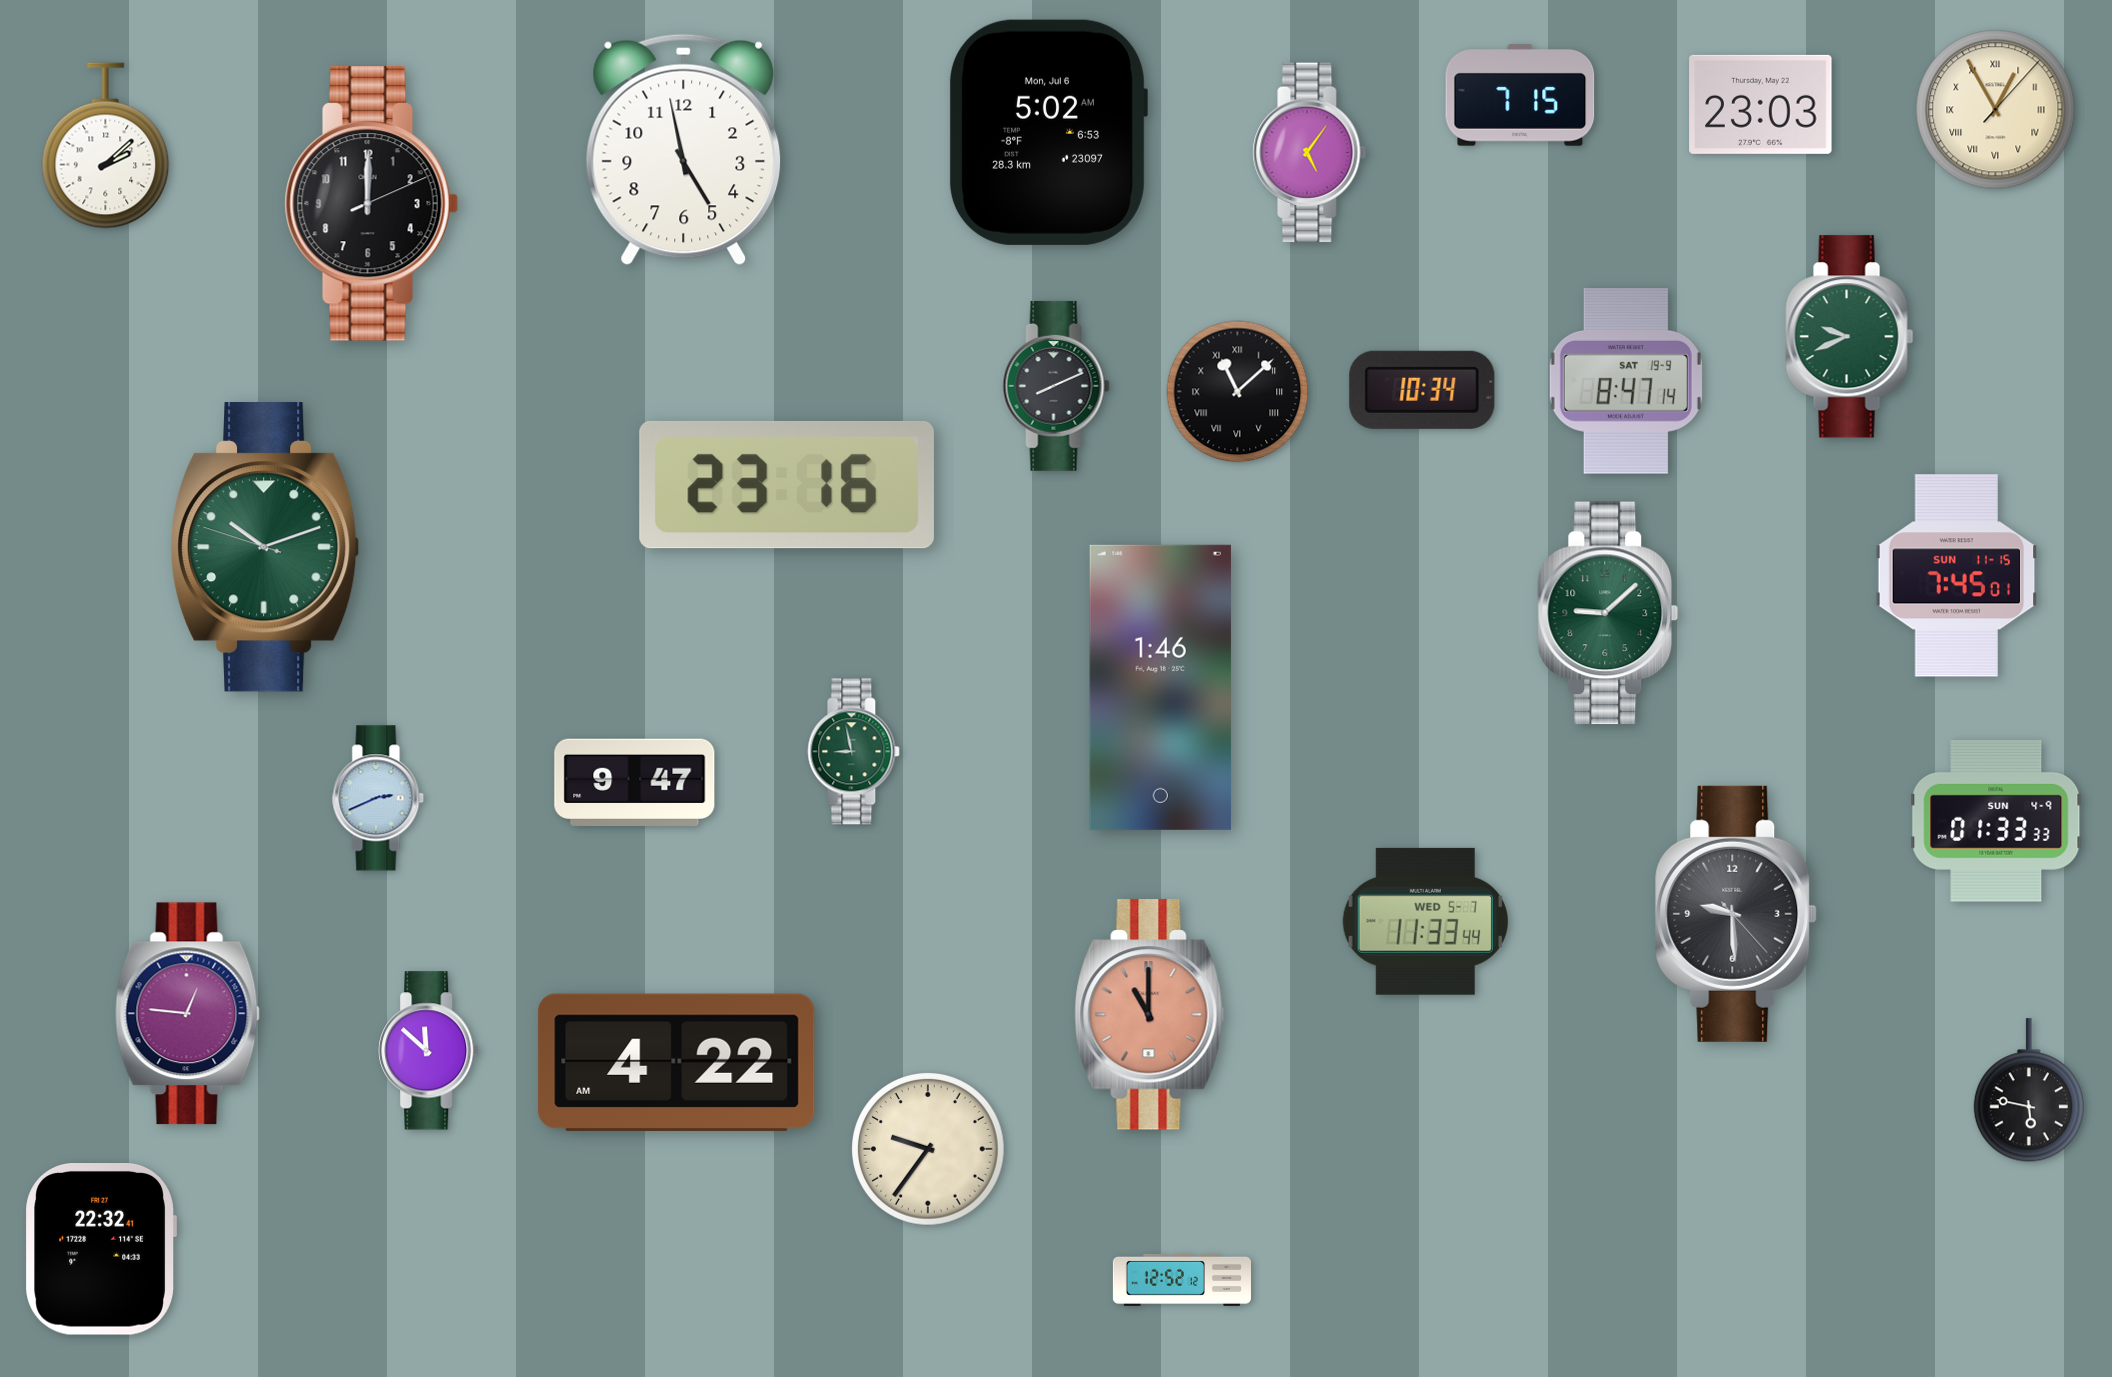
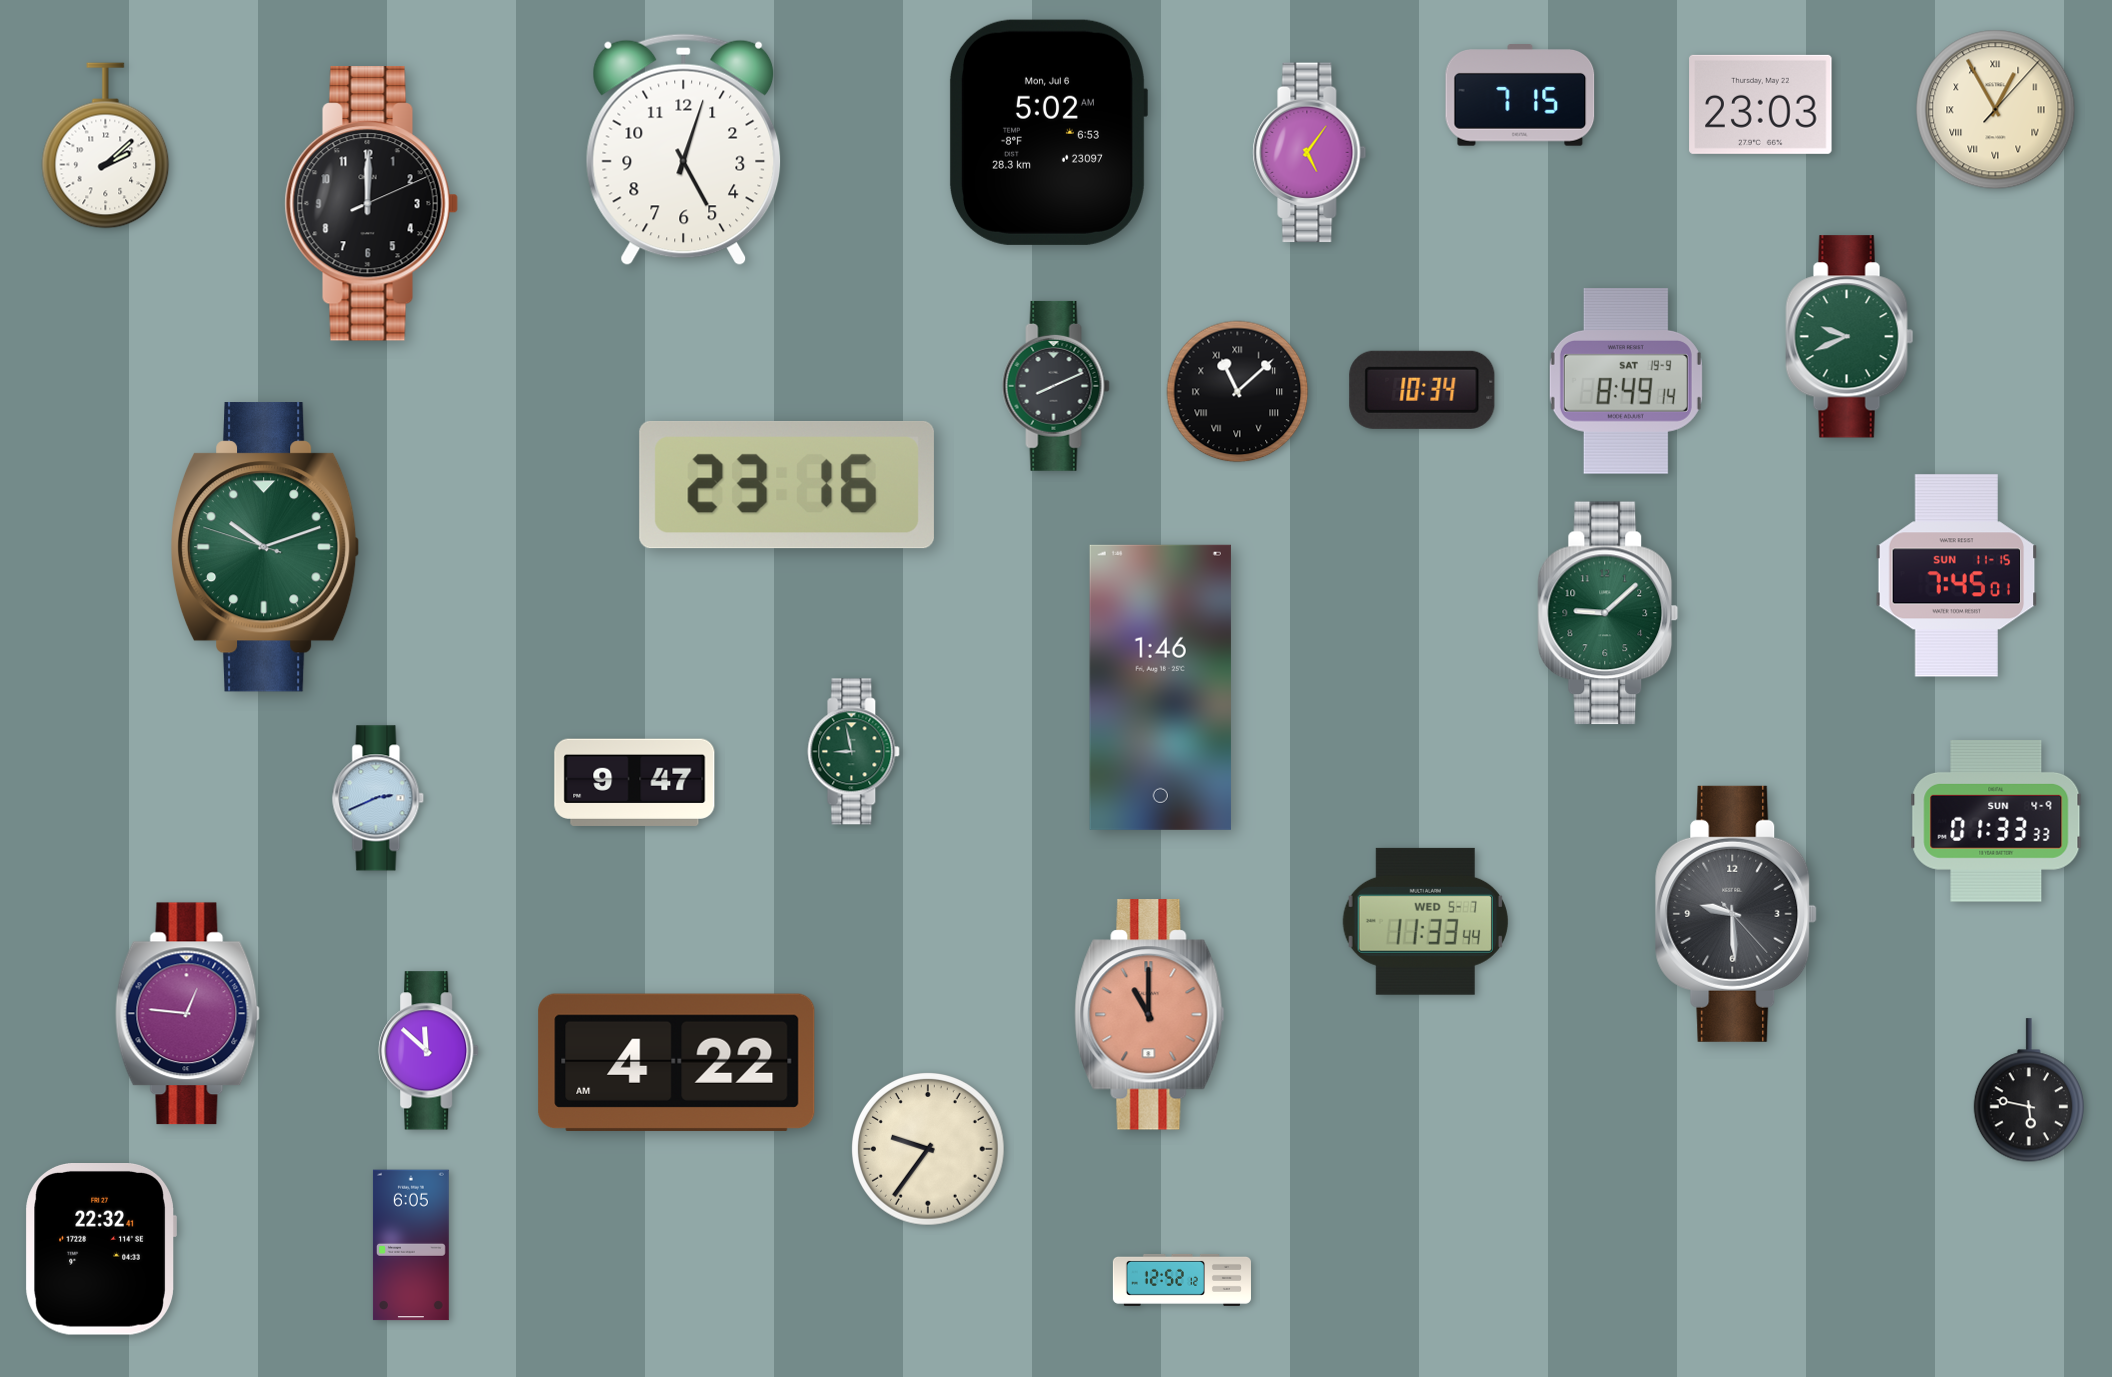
clock at (684, 150): 4:58 -> 5:03
clock at (1626, 382): 8:47 -> 8:49
clock at (411, 1245): none -> 6:05
